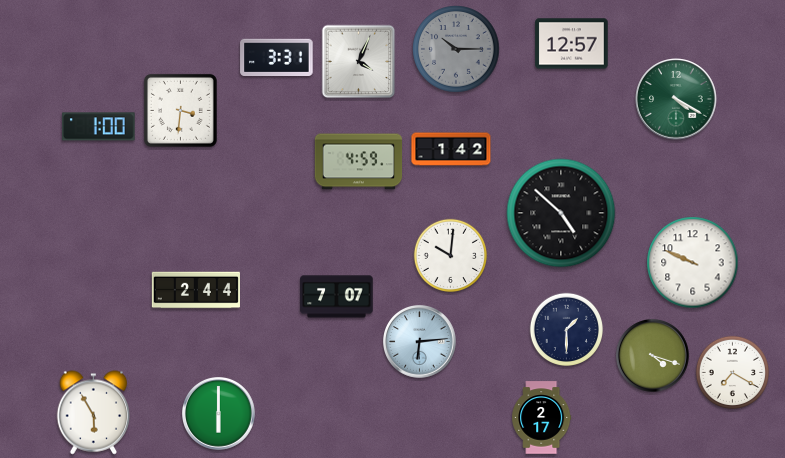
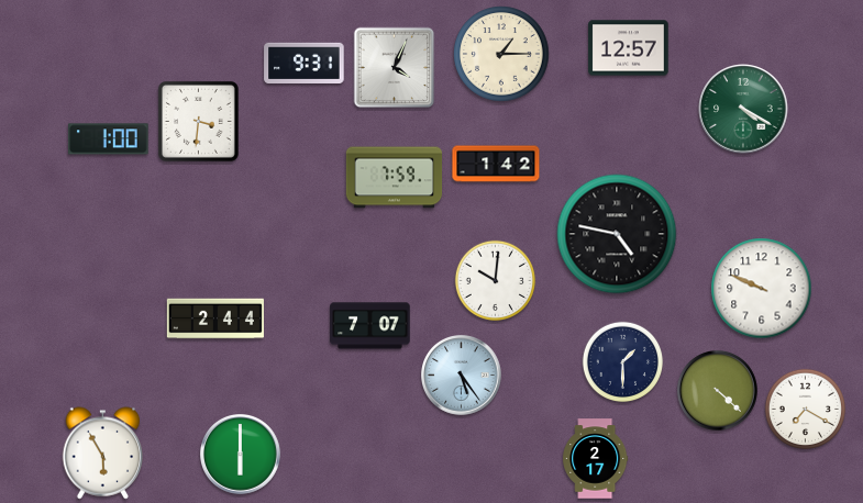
clock at (456, 49): 10:15 -> 1:15
clock at (456, 49) dial: grey -> cream
clock at (277, 57): 3:31 -> 9:31
clock at (359, 162): 4:59 -> 7:59
clock at (561, 213): 4:52 -> 4:47
clock at (420, 342): 6:14 -> 5:24
clock at (653, 356): 4:18 -> 4:22
